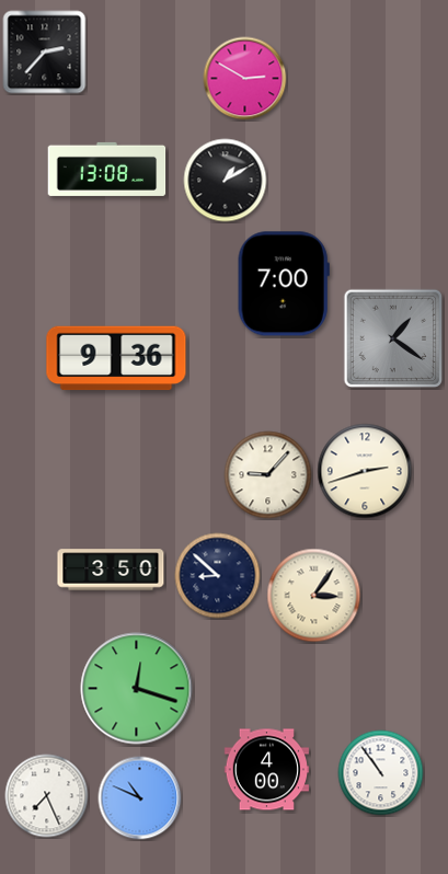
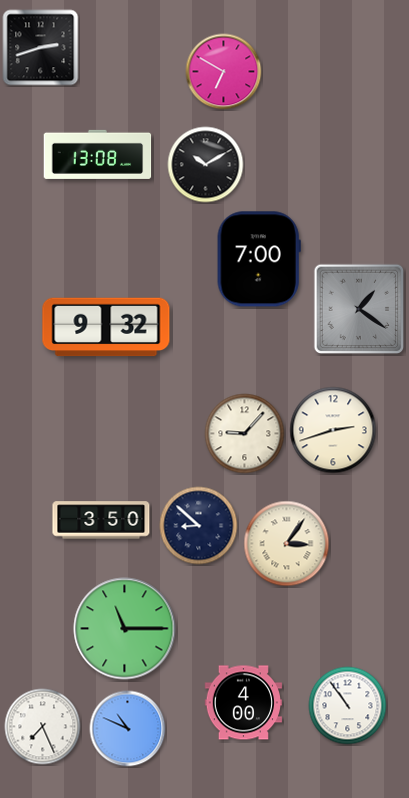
clock at (45, 53): 2:37 -> 2:42
clock at (245, 79): 2:50 -> 6:50
clock at (226, 181): 1:10 -> 10:10
clock at (116, 358): 9:36 -> 9:32
clock at (137, 689): 12:18 -> 11:15
